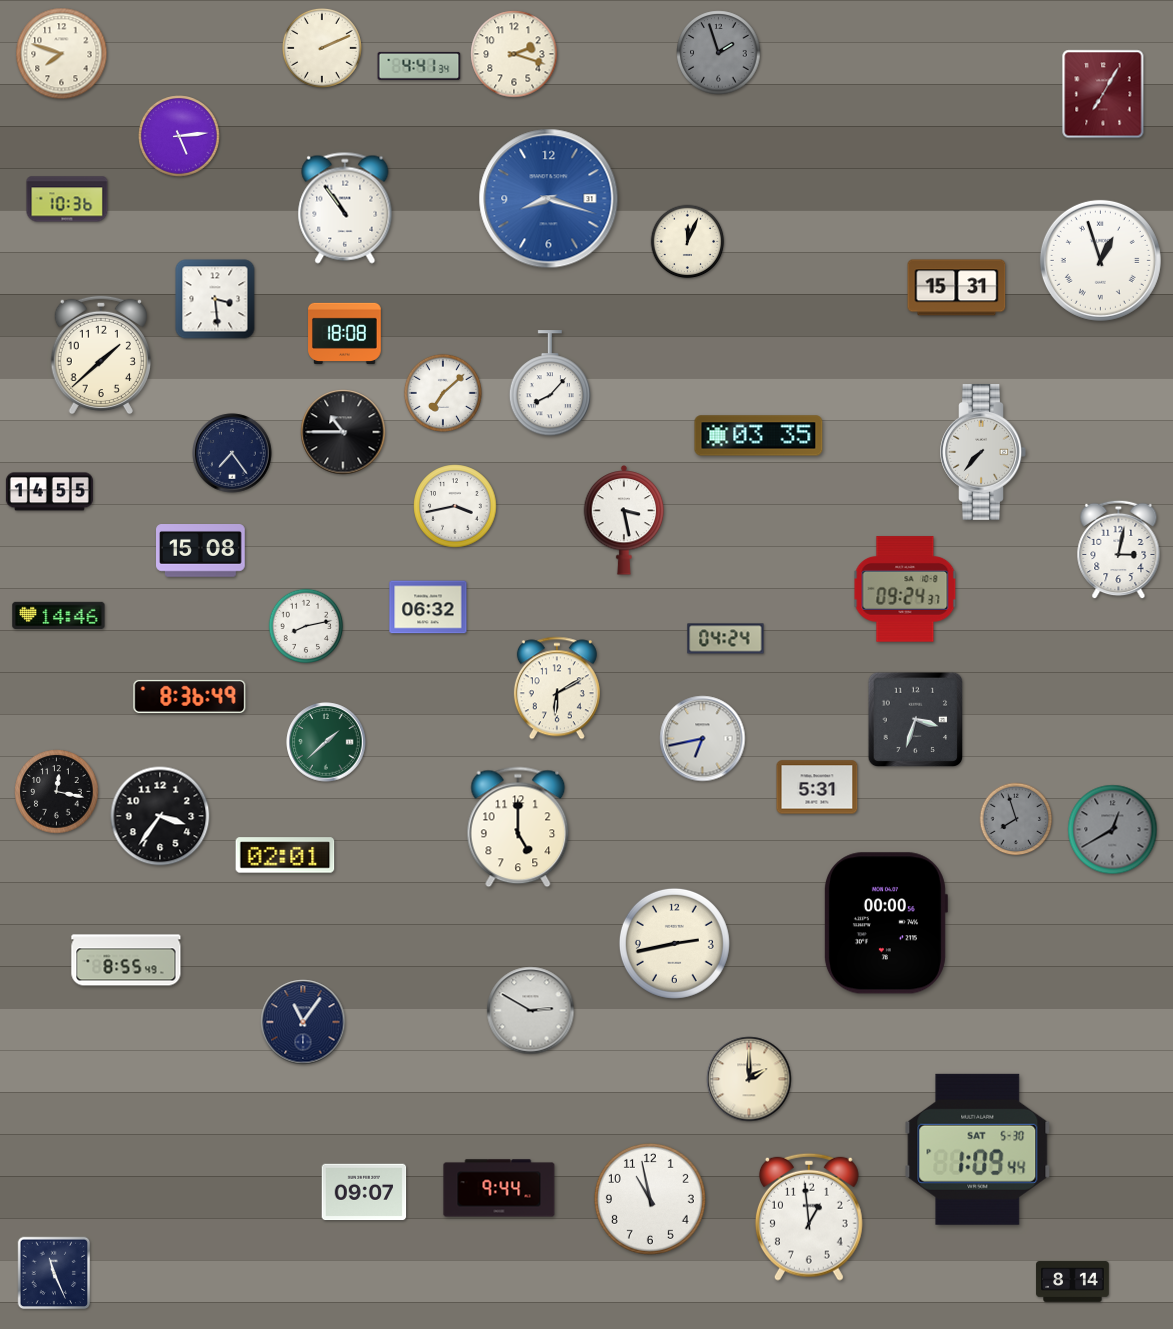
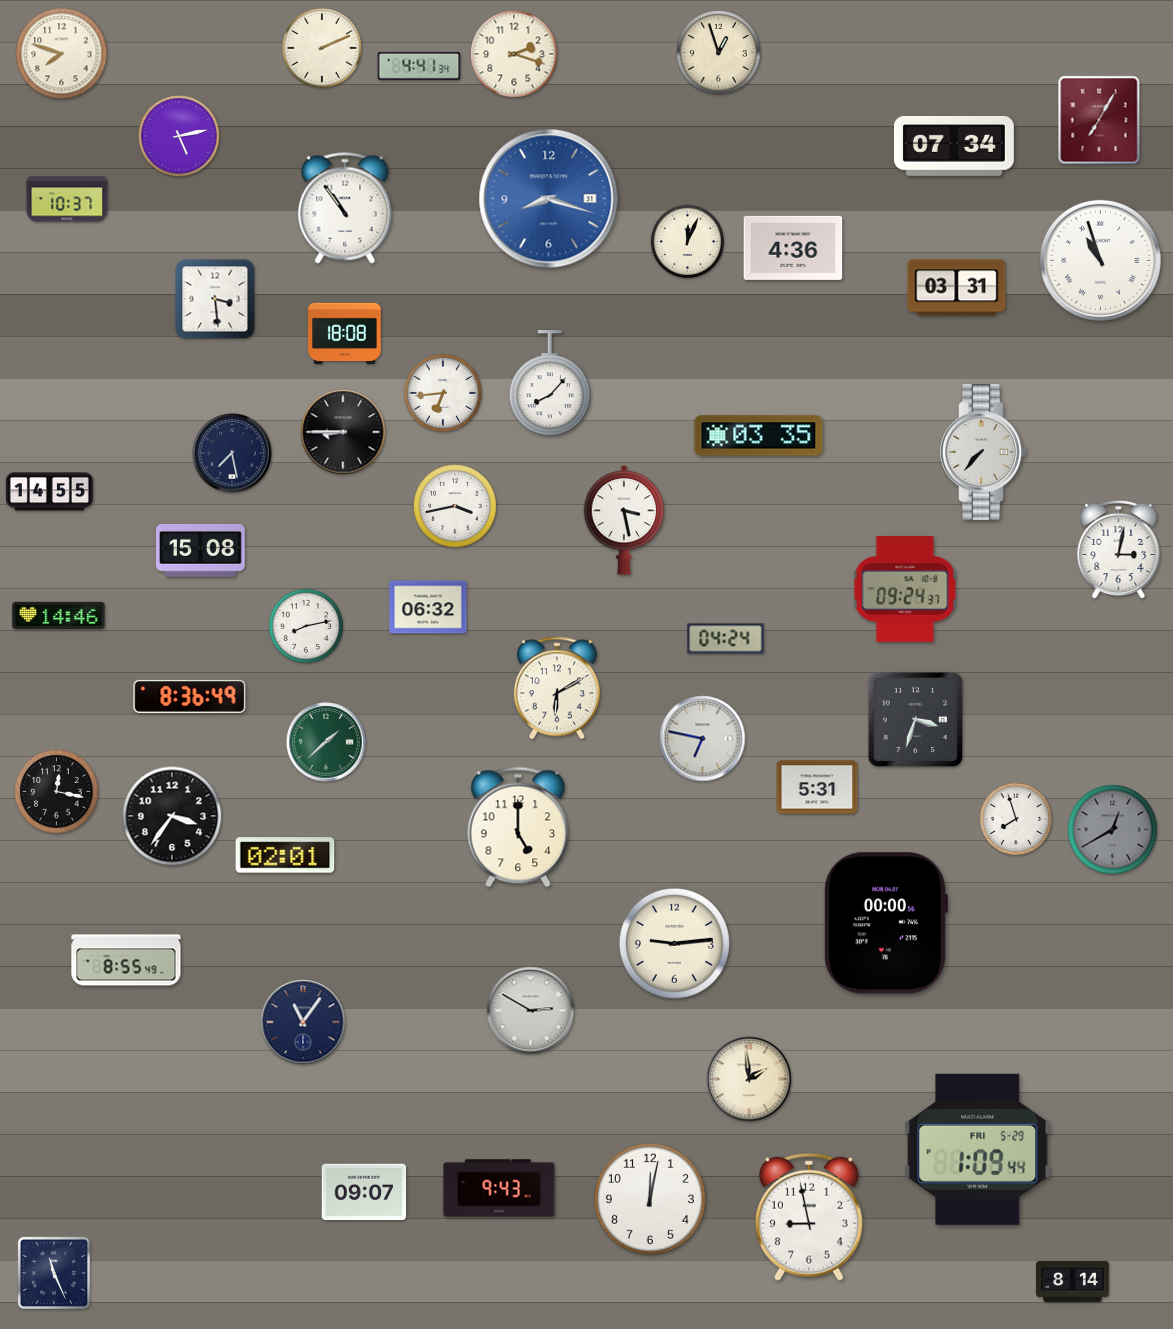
clock at (719, 53): 1:57 -> 12:57
clock at (719, 53) dial: grey -> cream
clock at (1103, 94) position: (1103, 94) -> (1099, 120)
clock at (180, 137): 5:14 -> 5:13
clock at (954, 146): none -> 07:34
clock at (67, 199): 10:36 -> 10:37
clock at (793, 248): none -> 4:36
clock at (1100, 260): 12:57 -> 10:57
clock at (957, 288): 15:31 -> 03:31
clock at (101, 355): 1:38 -> none
clock at (443, 393): 7:08 -> 6:44
clock at (343, 432): 10:45 -> 8:45
clock at (232, 453): 7:24 -> 7:28
clock at (703, 739): 6:43 -> 6:47
clock at (160, 816) position: (160, 816) -> (172, 816)
clock at (1016, 819) dial: grey -> white
clock at (674, 943): 2:43 -> 9:14
clock at (749, 1079): 2:00 -> 1:59
clock at (978, 1149) date: SAT 5-30 -> FRI 5-29
clock at (499, 1188): 9:44 -> 9:43
clock at (650, 1199): 10:58 -> 12:02
clock at (809, 1217): 12:59 -> 8:58
